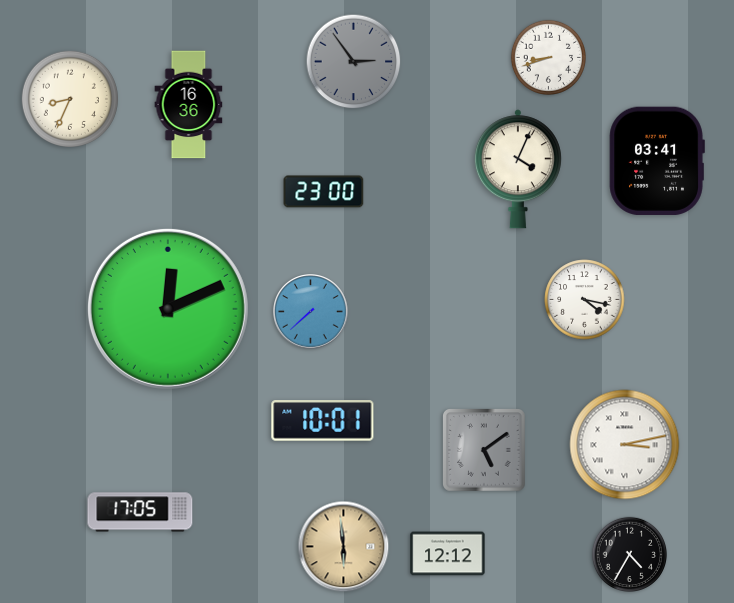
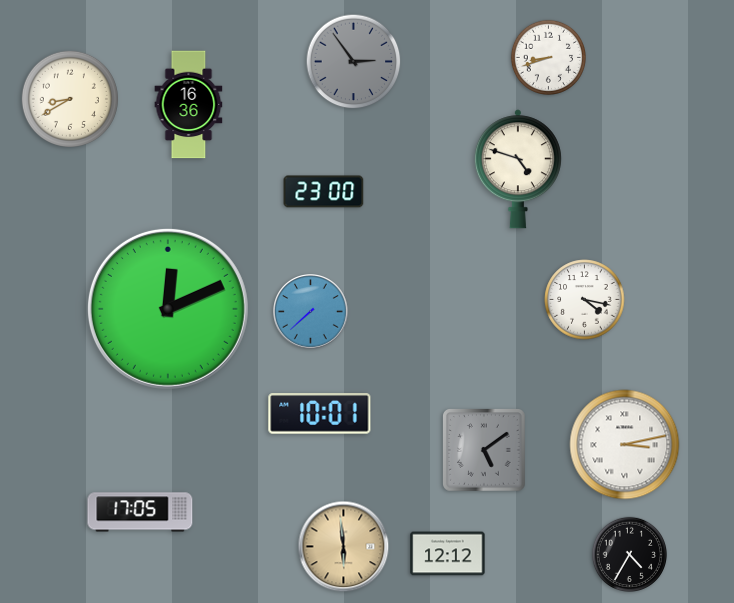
clock at (70, 99): 8:34 -> 8:40
clock at (657, 160): 03:41 -> none
clock at (518, 169): 4:04 -> 4:48
clock at (323, 421) position: (323, 421) -> (320, 414)
